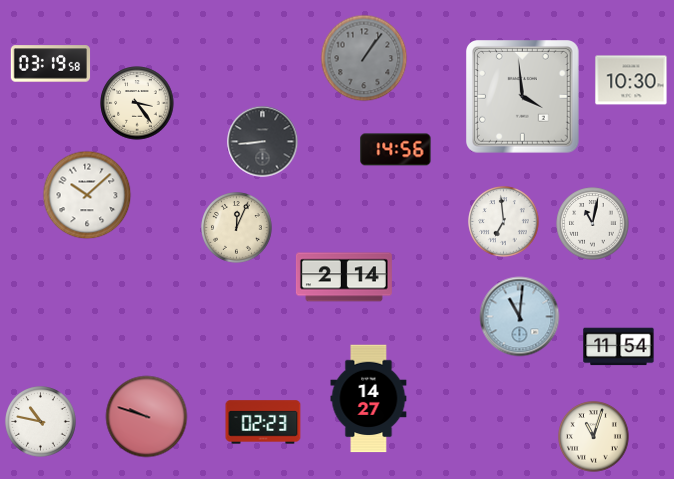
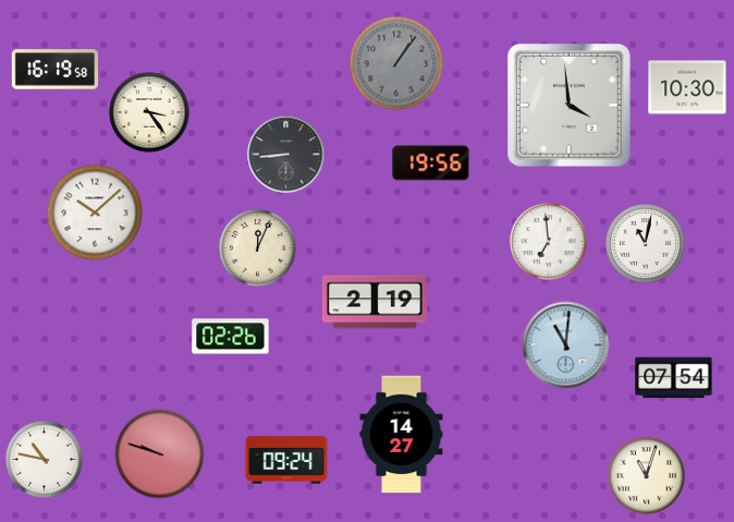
clock at (51, 64): 03:19 -> 16:19
clock at (396, 150): 14:56 -> 19:56
clock at (344, 277): 2:14 -> 2:19
clock at (231, 337): none -> 02:26
clock at (619, 347): 11:54 -> 07:54
clock at (263, 422): 02:23 -> 09:24
